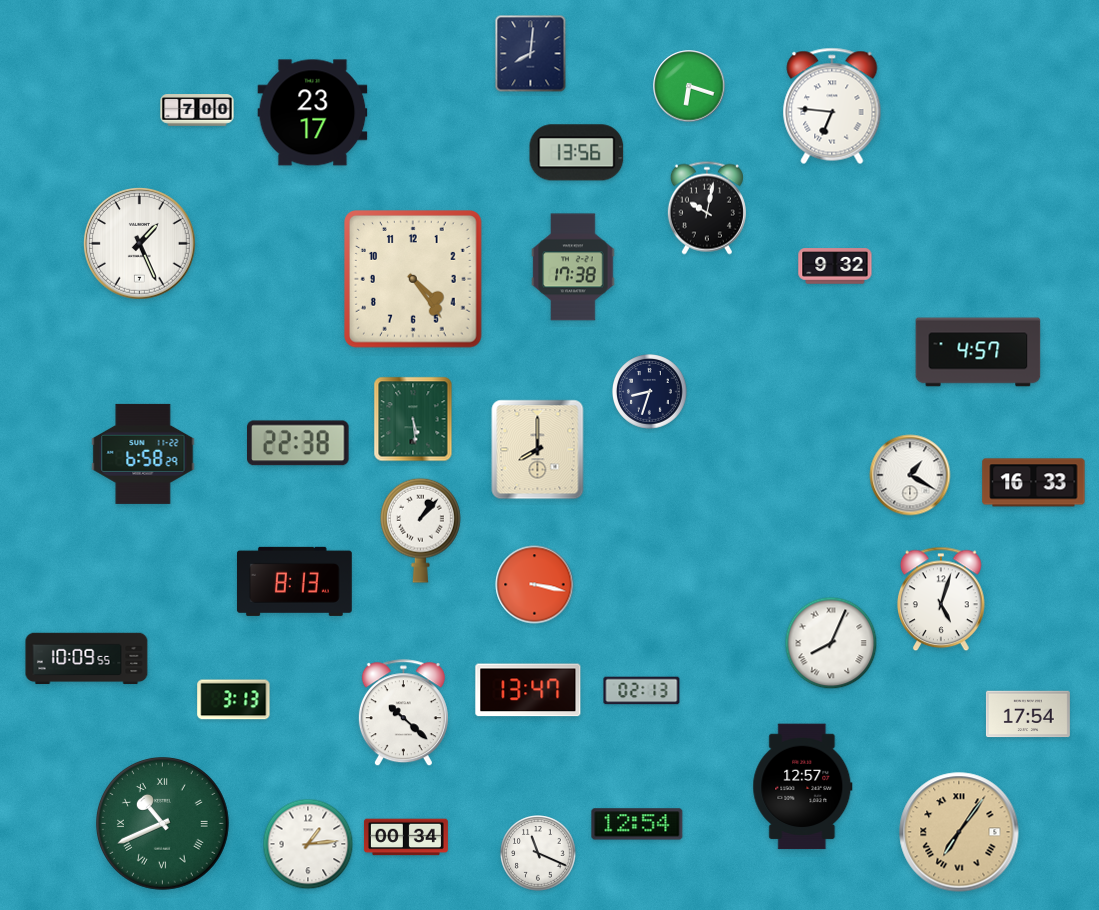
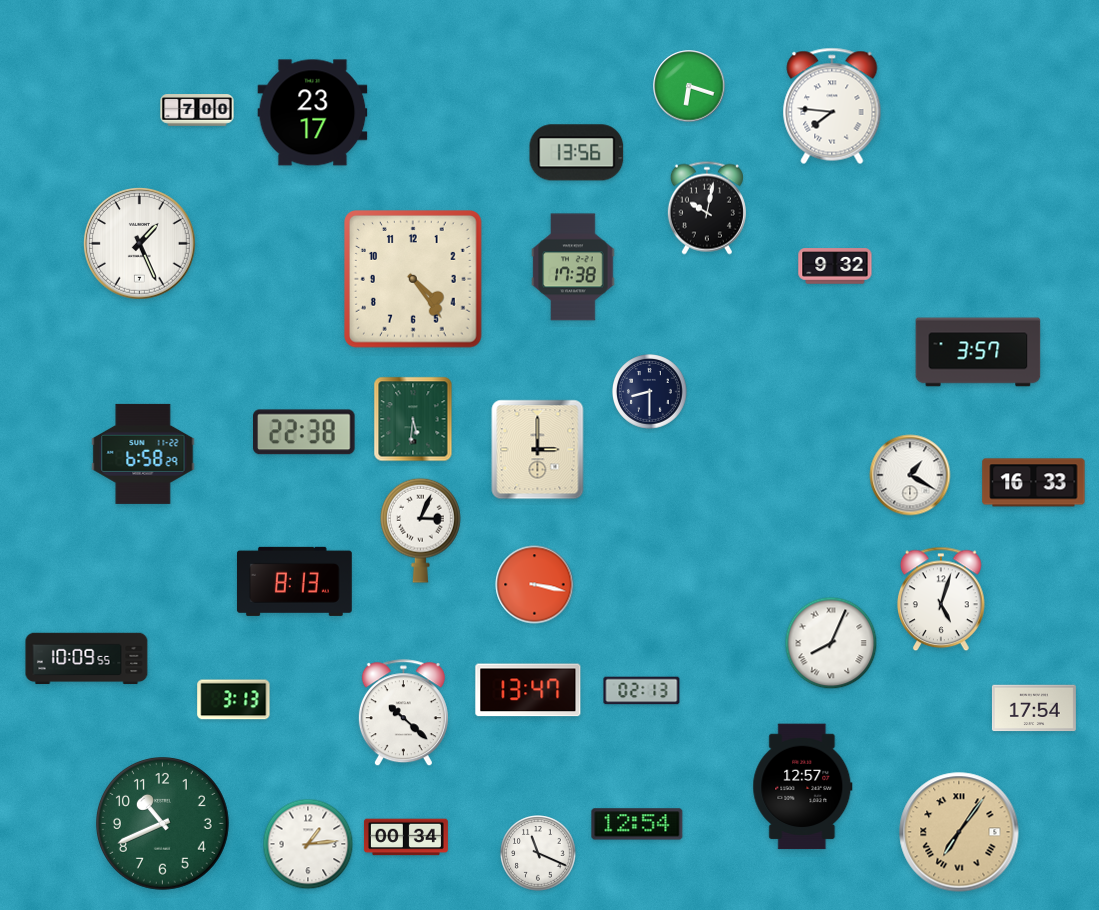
clock at (531, 54): 8:01 -> none
clock at (832, 106): 6:46 -> 7:46
clock at (978, 352): 4:57 -> 3:57
clock at (650, 392): 8:33 -> 8:30
clock at (413, 419): 5:29 -> 5:31
clock at (298, 443) position: (298, 443) -> (304, 432)
clock at (538, 450): 8:00 -> 3:00
clock at (421, 530): 1:07 -> 3:04
clock at (1028, 714) position: (1028, 714) -> (1034, 708)
clock at (163, 824) numerals: Roman -> Arabic
